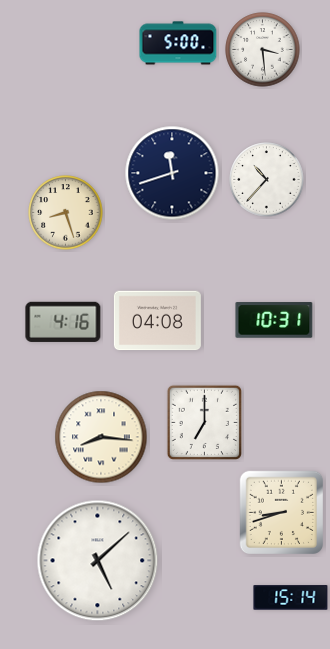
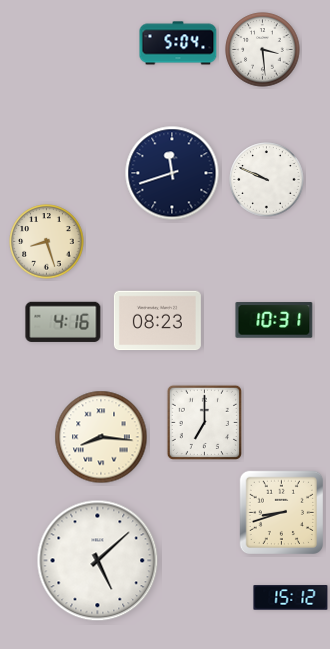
clock at (178, 43): 5:00 -> 5:04
clock at (267, 180): 10:37 -> 9:49
clock at (66, 213) position: (66, 213) -> (47, 242)
clock at (157, 321): 04:08 -> 08:23
clock at (291, 598): 15:14 -> 15:12
